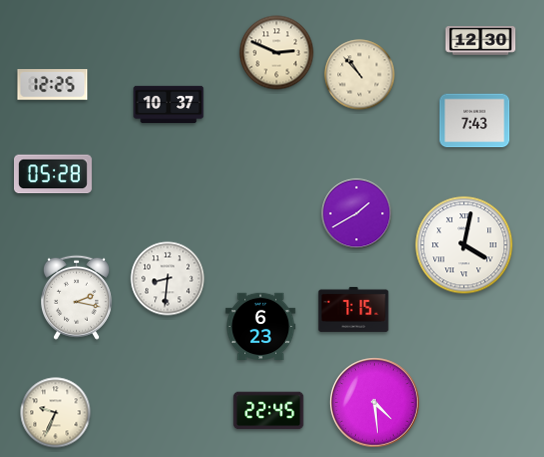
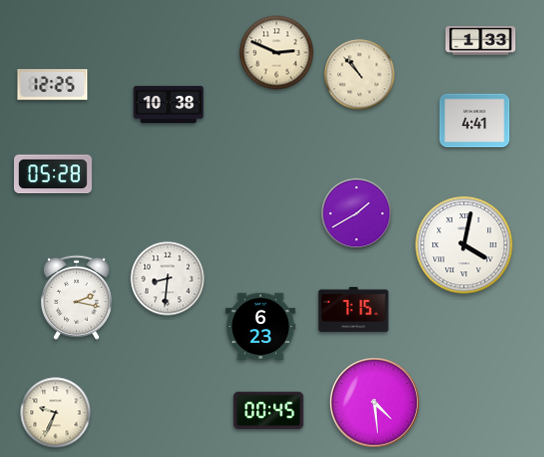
clock at (481, 41): 12:30 -> 1:33
clock at (169, 105): 10:37 -> 10:38
clock at (475, 121): 7:43 -> 4:41
clock at (269, 411): 22:45 -> 00:45
